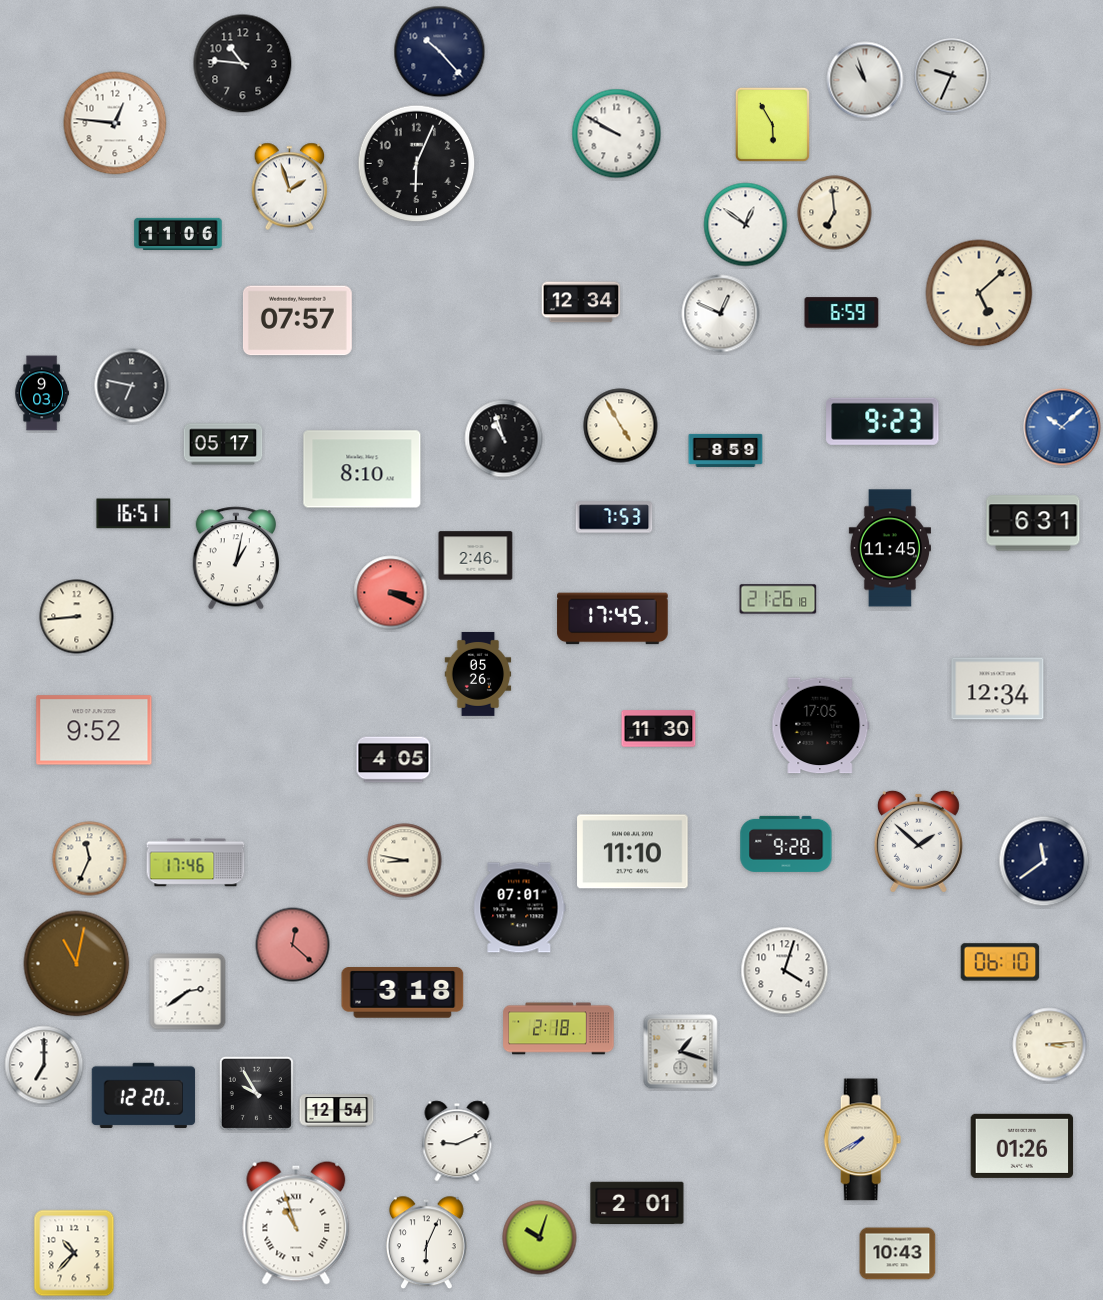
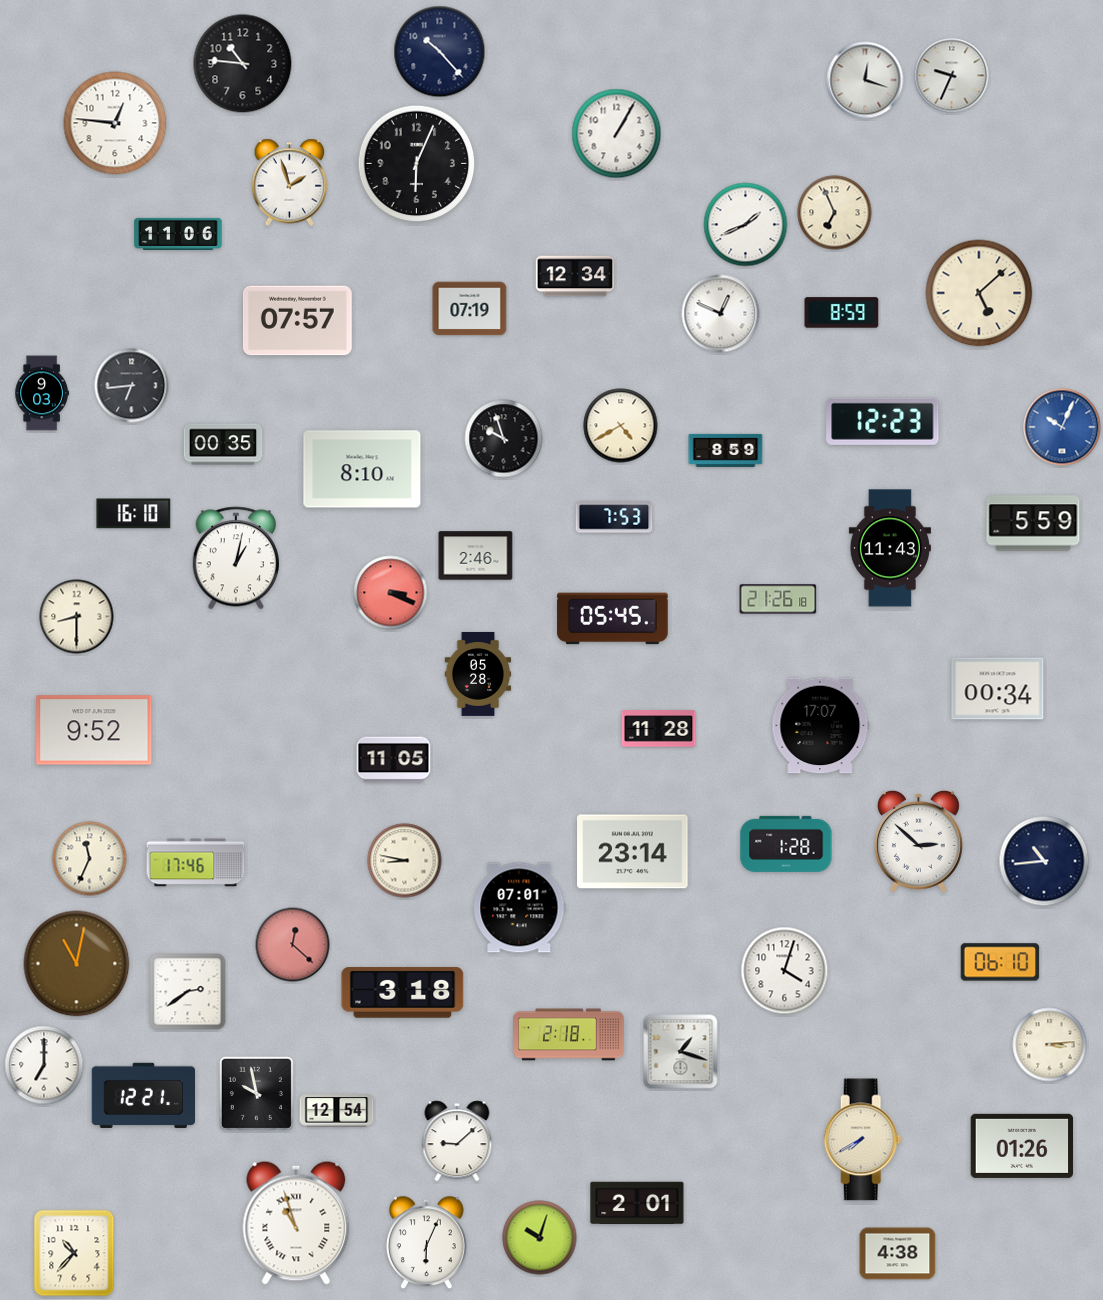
clock at (865, 80): 10:57 -> 12:18
clock at (772, 124): 5:55 -> none
clock at (617, 134): 9:50 -> 1:05
clock at (290, 187) position: (290, 187) -> (290, 183)
clock at (835, 213): 6:59 -> 6:56
clock at (746, 225): 12:51 -> 1:41
clock at (581, 302) position: (581, 302) -> (575, 276)
clock at (470, 309): none -> 07:19
clock at (842, 313): 6:59 -> 8:59
clock at (132, 386): 6:47 -> 6:44
clock at (883, 421): 9:23 -> 12:23
clock at (621, 426): 4:55 -> 4:40
clock at (1062, 427): 10:08 -> 10:04
clock at (504, 439): 10:57 -> 9:57
clock at (223, 444): 05:17 -> 00:35
clock at (134, 514): 16:51 -> 16:10
clock at (1033, 523): 6:31 -> 5:59
clock at (890, 548): 11:45 -> 11:43
clock at (77, 617): 8:44 -> 8:30
clock at (613, 619): 17:45 -> 05:45
clock at (478, 674): 05:26 -> 05:28
clock at (998, 689): 12:34 -> 00:34
clock at (821, 726): 17:05 -> 17:07
clock at (659, 729): 11:30 -> 11:28
clock at (394, 760): 4:05 -> 11:05
clock at (918, 841): 1:52 -> 2:52
clock at (786, 844): 9:28 -> 1:28
clock at (633, 852): 11:10 -> 23:14
clock at (1044, 861): 11:39 -> 10:44
clock at (559, 1029) position: (559, 1029) -> (569, 1035)
clock at (256, 1093): 9:55 -> 9:58
clock at (144, 1095): 12:20 -> 12:21
clock at (457, 1141): 9:11 -> 9:08
clock at (898, 1254): 10:43 -> 4:38
